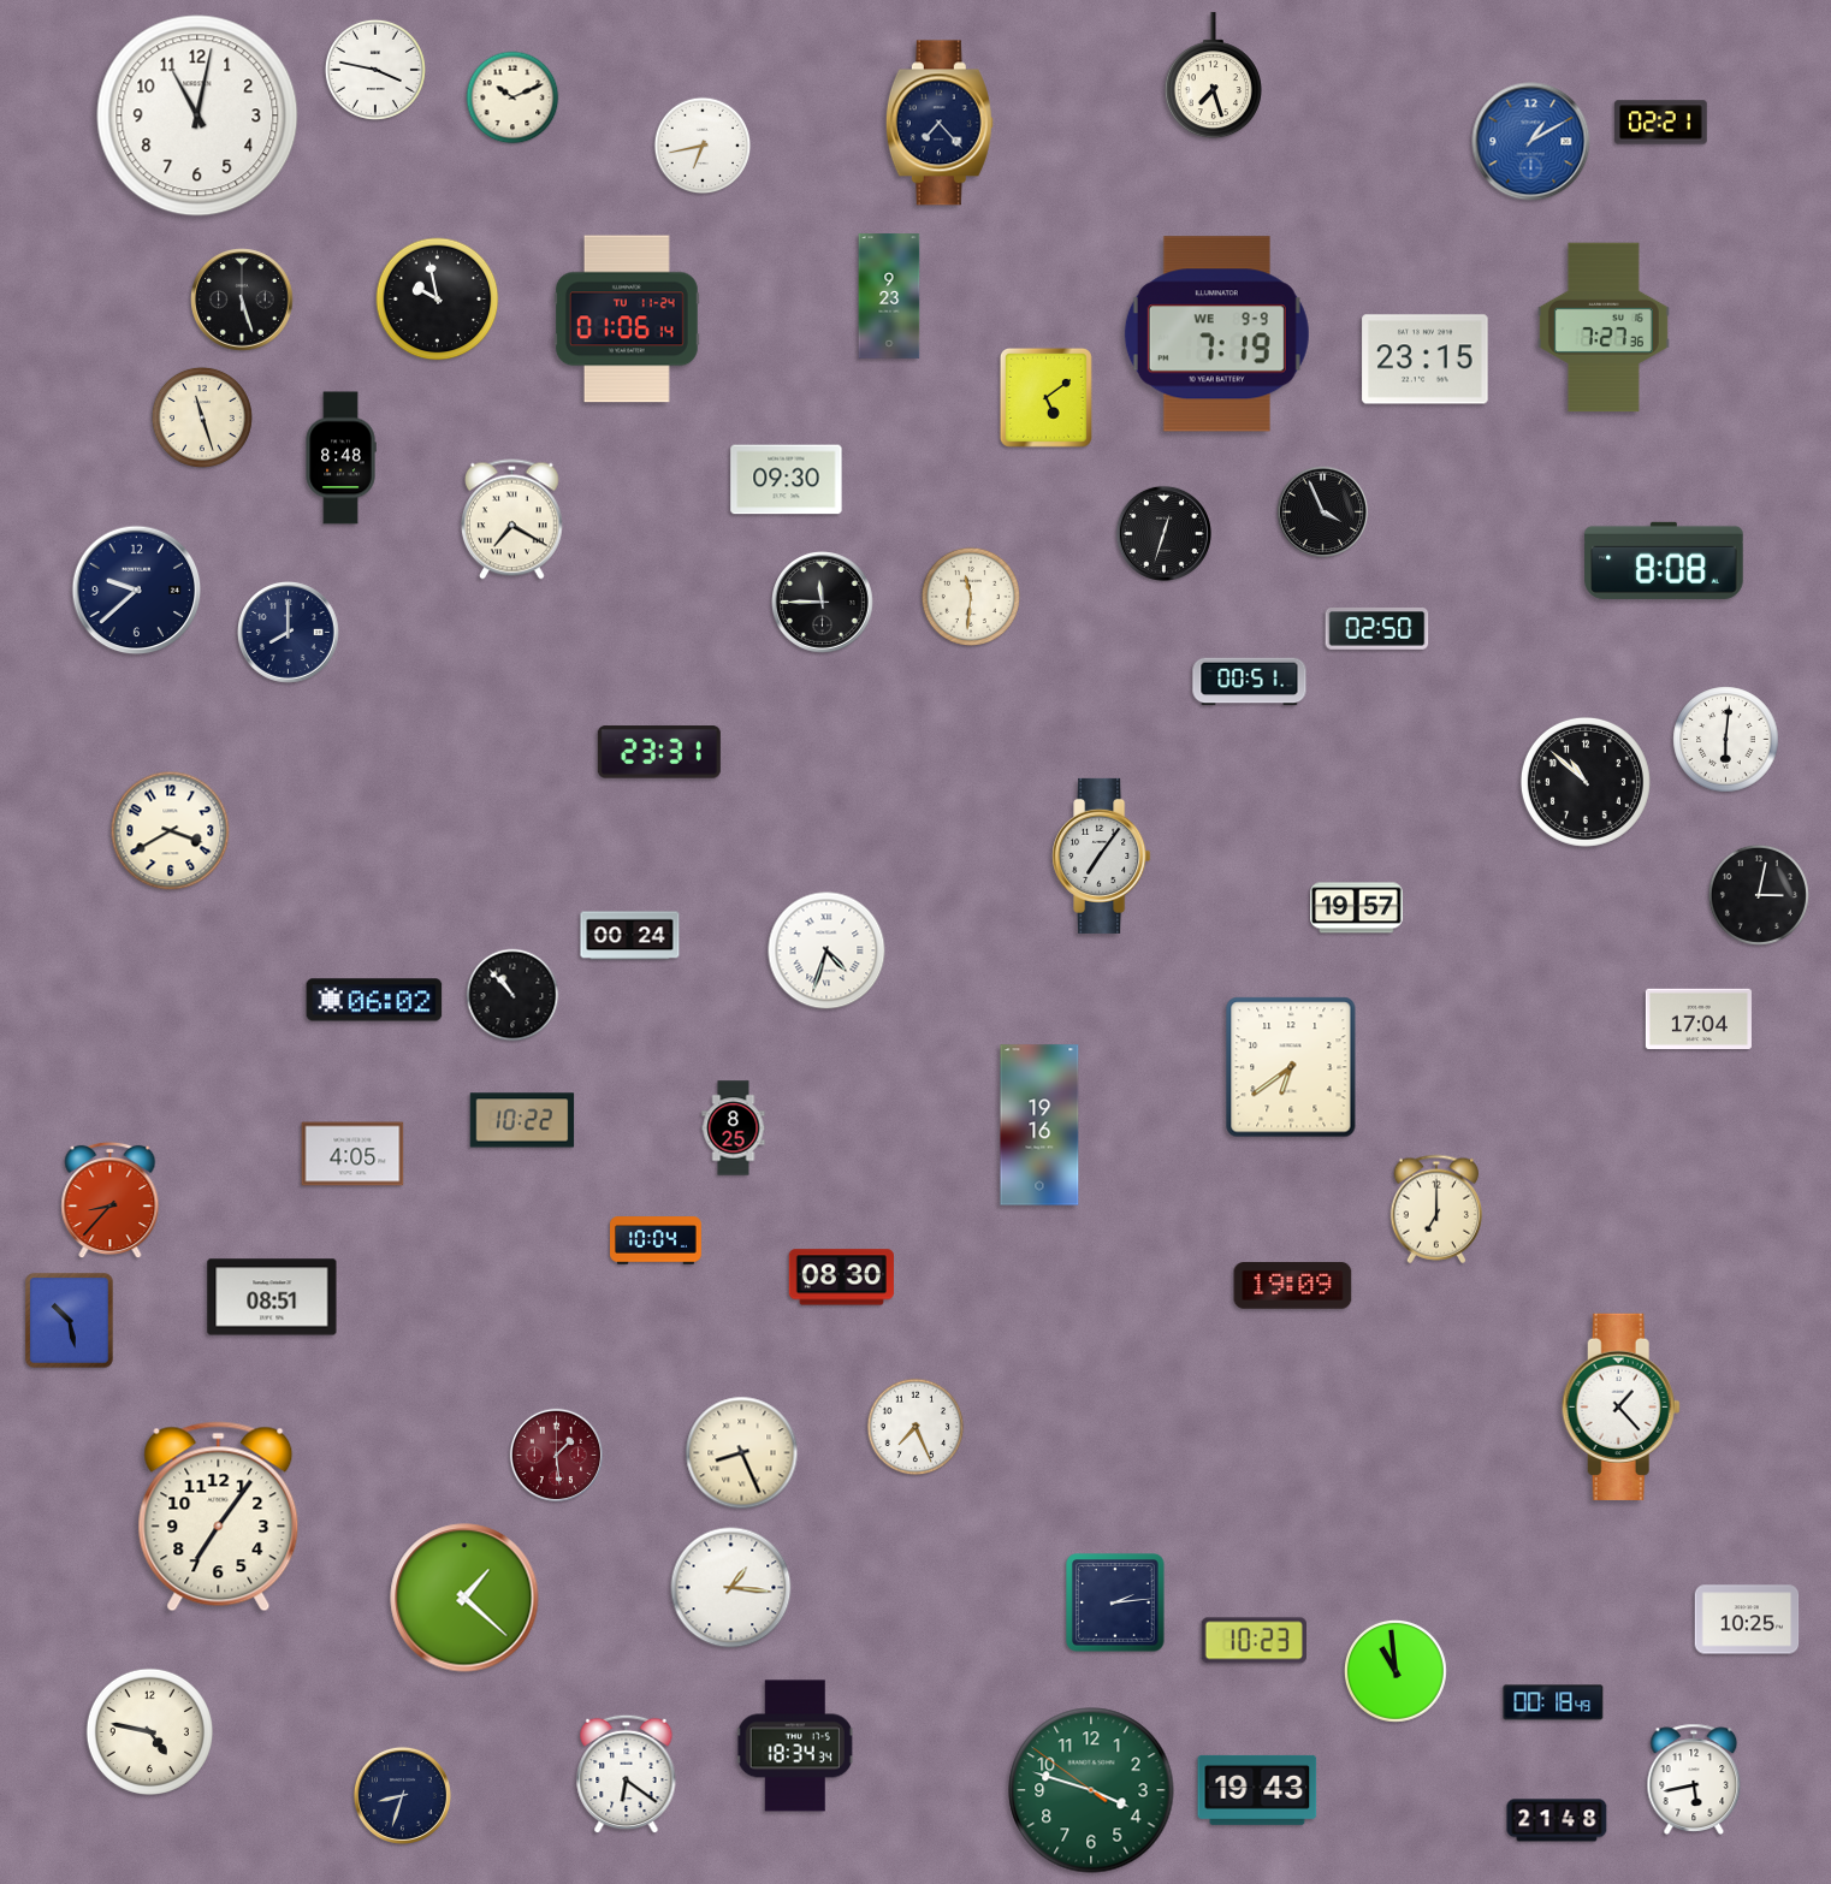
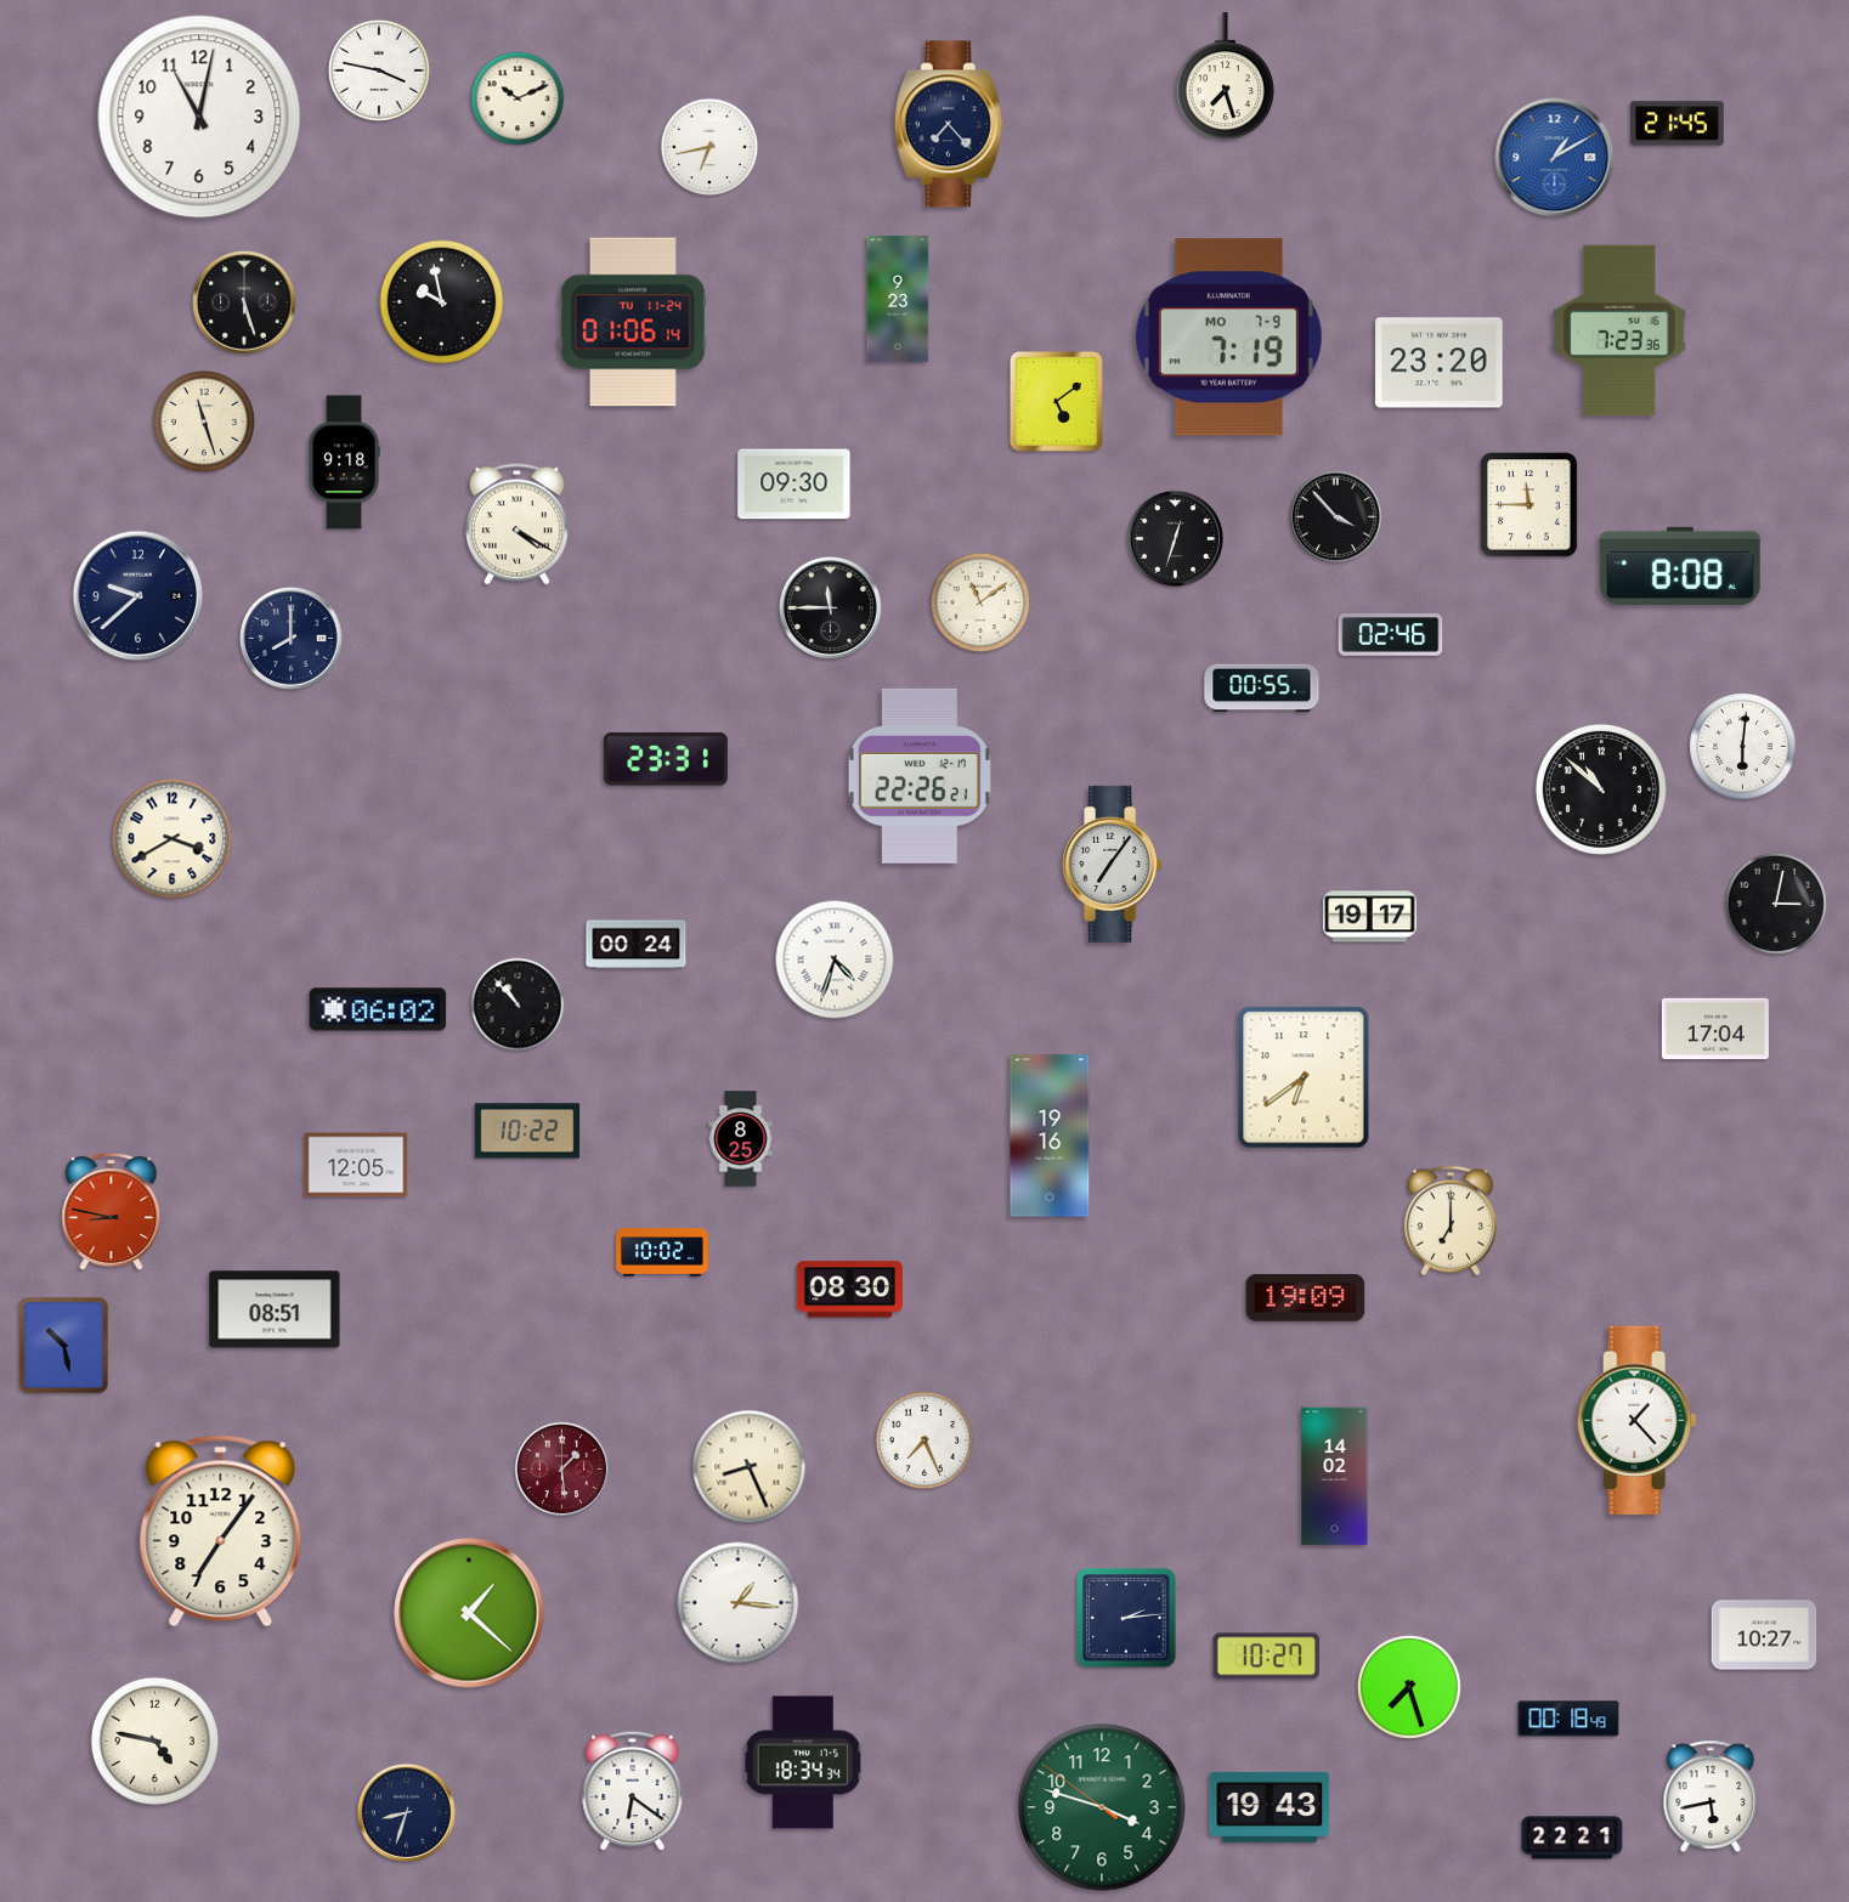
clock at (1661, 123): 02:21 -> 21:45
clock at (1531, 142) position: (1531, 142) -> (1555, 158)
clock at (1604, 327): 7:27 -> 7:23
clock at (1216, 334) date: WE 9-9 -> MO 7-9
clock at (1426, 360): 23:15 -> 23:20
clock at (340, 458): 8:48 -> 9:18
clock at (1529, 505): none -> 11:45
clock at (1323, 513): 3:56 -> 3:53
clock at (512, 520): 7:20 -> 4:20
clock at (971, 597): 11:31 -> 11:09
clock at (1377, 629): 02:50 -> 02:46
clock at (1250, 682): 00:51 -> 00:55
clock at (920, 776): none -> 22:26
clock at (1357, 908): 19:57 -> 19:17
clock at (352, 1154): 4:05 -> 12:05
clock at (111, 1201): 8:37 -> 8:47
clock at (657, 1240): 10:04 -> 10:02
clock at (70, 1321) position: (70, 1321) -> (64, 1346)
clock at (1335, 1477): none -> 14:02
clock at (1747, 1619): 10:25 -> 10:27
clock at (1254, 1641): 10:23 -> 10:27
clock at (1397, 1672): 10:59 -> 7:27
clock at (149, 1731) position: (149, 1731) -> (154, 1740)
clock at (1557, 1820): 21:48 -> 22:21
